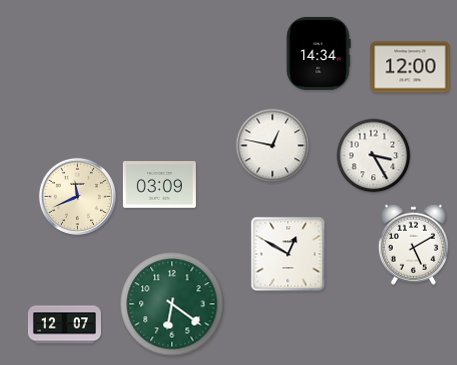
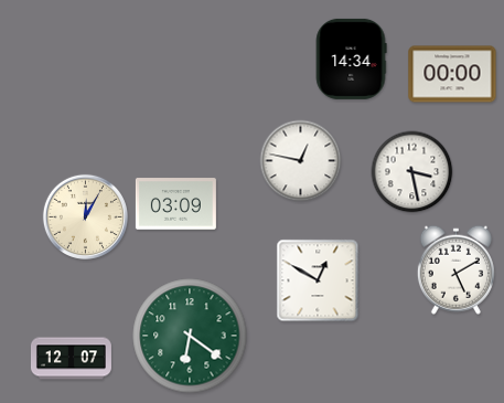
clock at (410, 67): 12:00 -> 00:00
clock at (374, 156): 3:25 -> 3:28
clock at (77, 196): 11:41 -> 12:05
